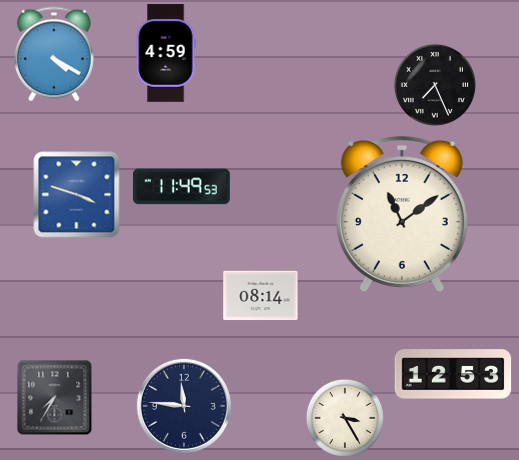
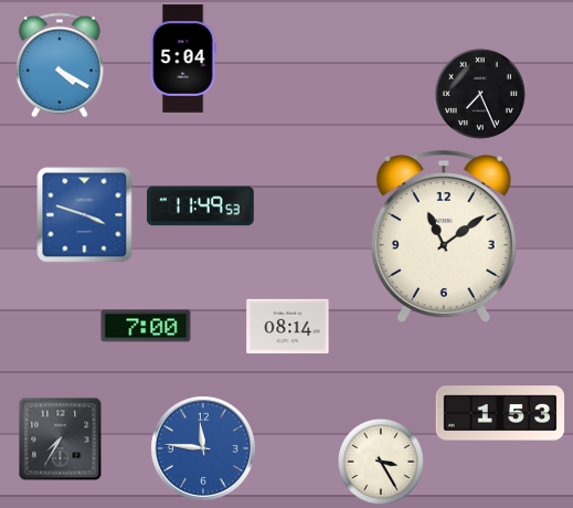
clock at (166, 53): 4:59 -> 5:04
clock at (54, 54) position: (54, 54) -> (60, 65)
clock at (146, 326): none -> 7:00
clock at (453, 374): 12:53 -> 1:53
clock at (184, 406) dial: navy -> blue
